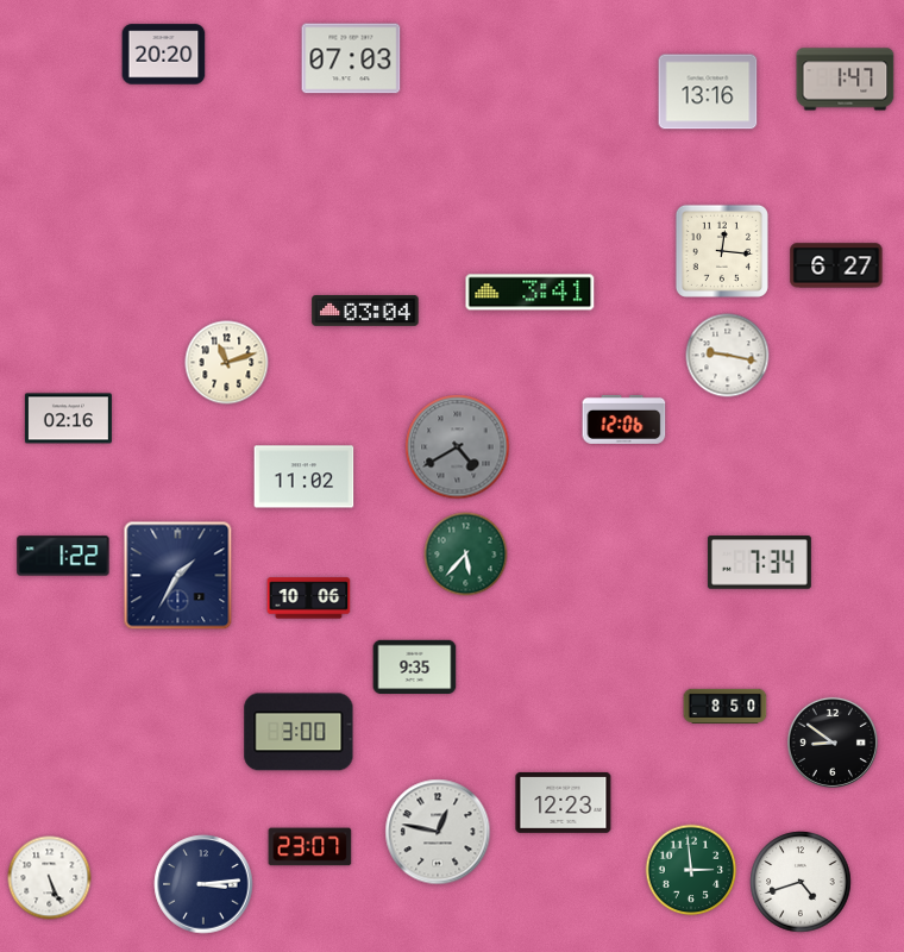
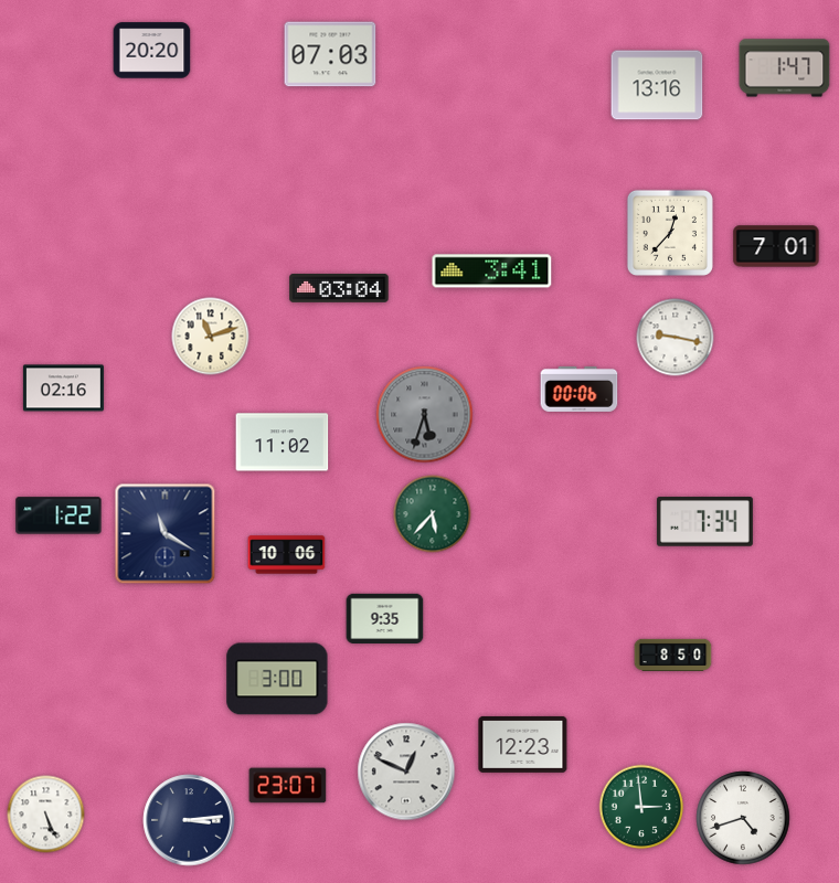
clock at (351, 58) position: (351, 58) -> (330, 54)
clock at (846, 80) position: (846, 80) -> (785, 68)
clock at (722, 251): 12:16 -> 12:37
clock at (836, 265): 6:27 -> 7:01
clock at (728, 356) position: (728, 356) -> (676, 338)
clock at (624, 419): 12:06 -> 00:06
clock at (458, 447): 4:40 -> 5:33
clock at (178, 576): 1:35 -> 11:20
clock at (833, 743): 8:51 -> none
clock at (438, 832): 12:47 -> 12:49
